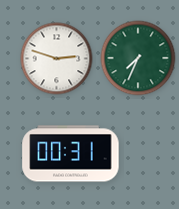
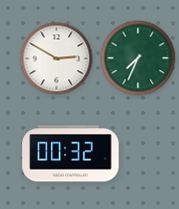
clock at (57, 59): 2:48 -> 2:50
clock at (71, 154): 00:31 -> 00:32
